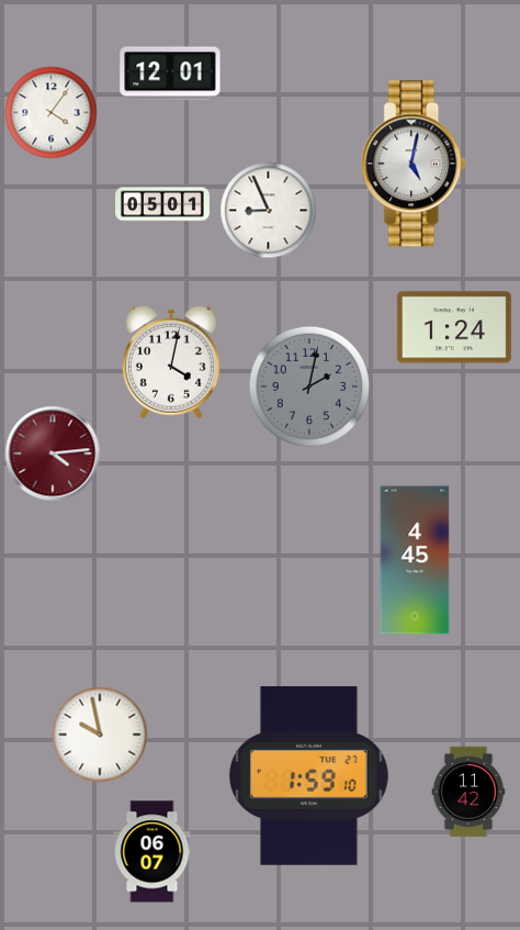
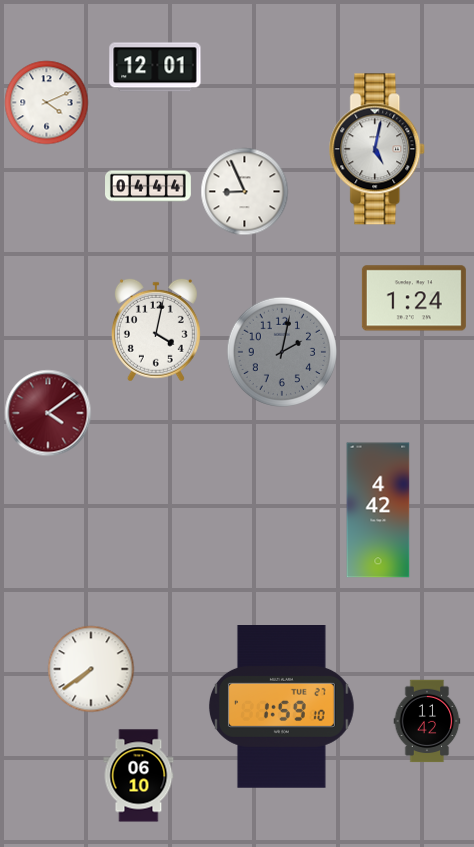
clock at (52, 113): 4:06 -> 4:11
clock at (163, 204): 05:01 -> 04:44
clock at (53, 453): 4:14 -> 4:09
clock at (415, 560): 4:45 -> 4:42
clock at (100, 735): 9:58 -> 7:39
clock at (152, 852): 06:07 -> 06:10
